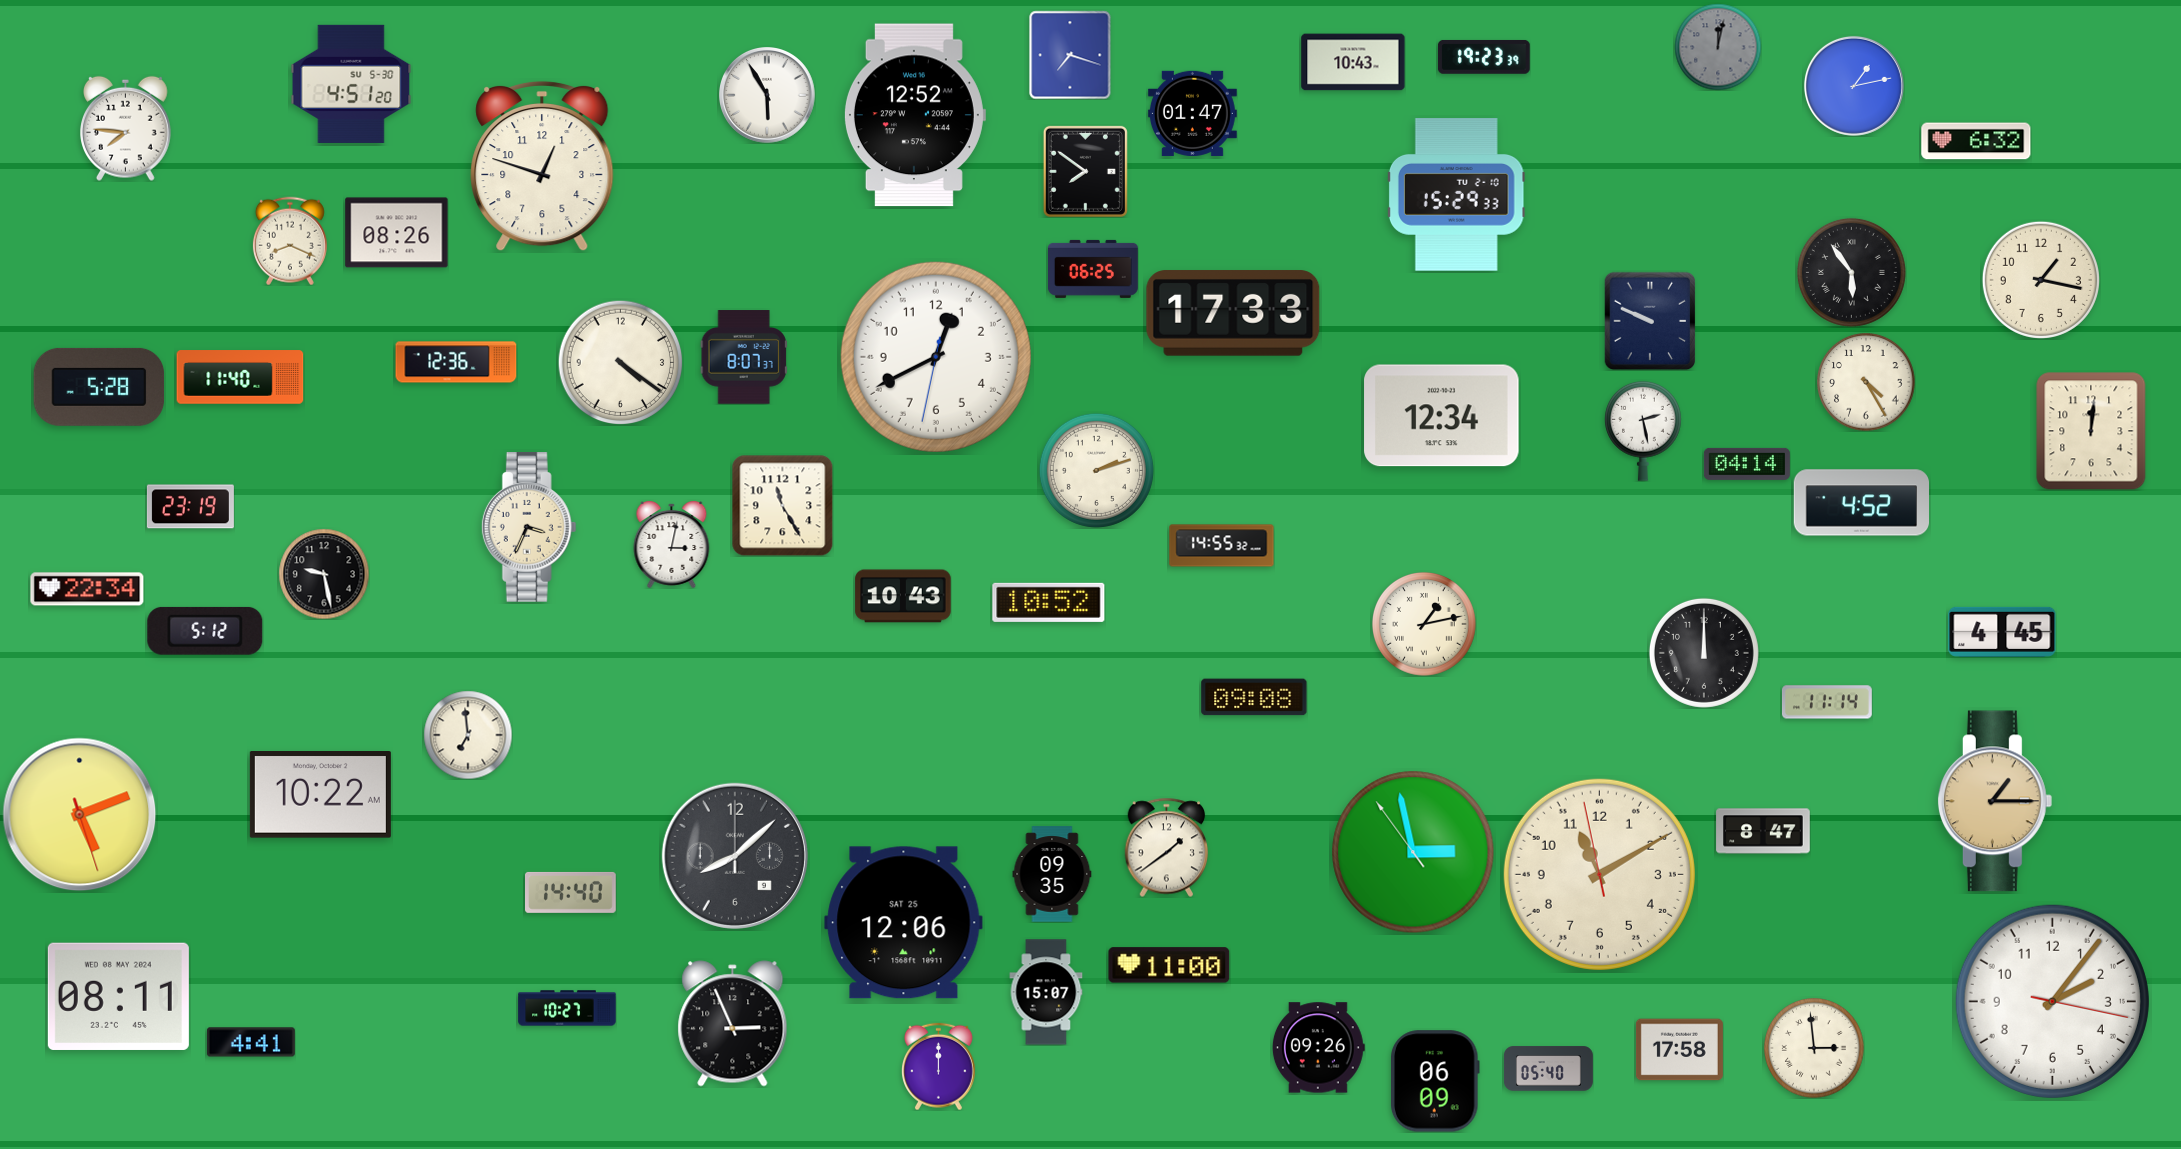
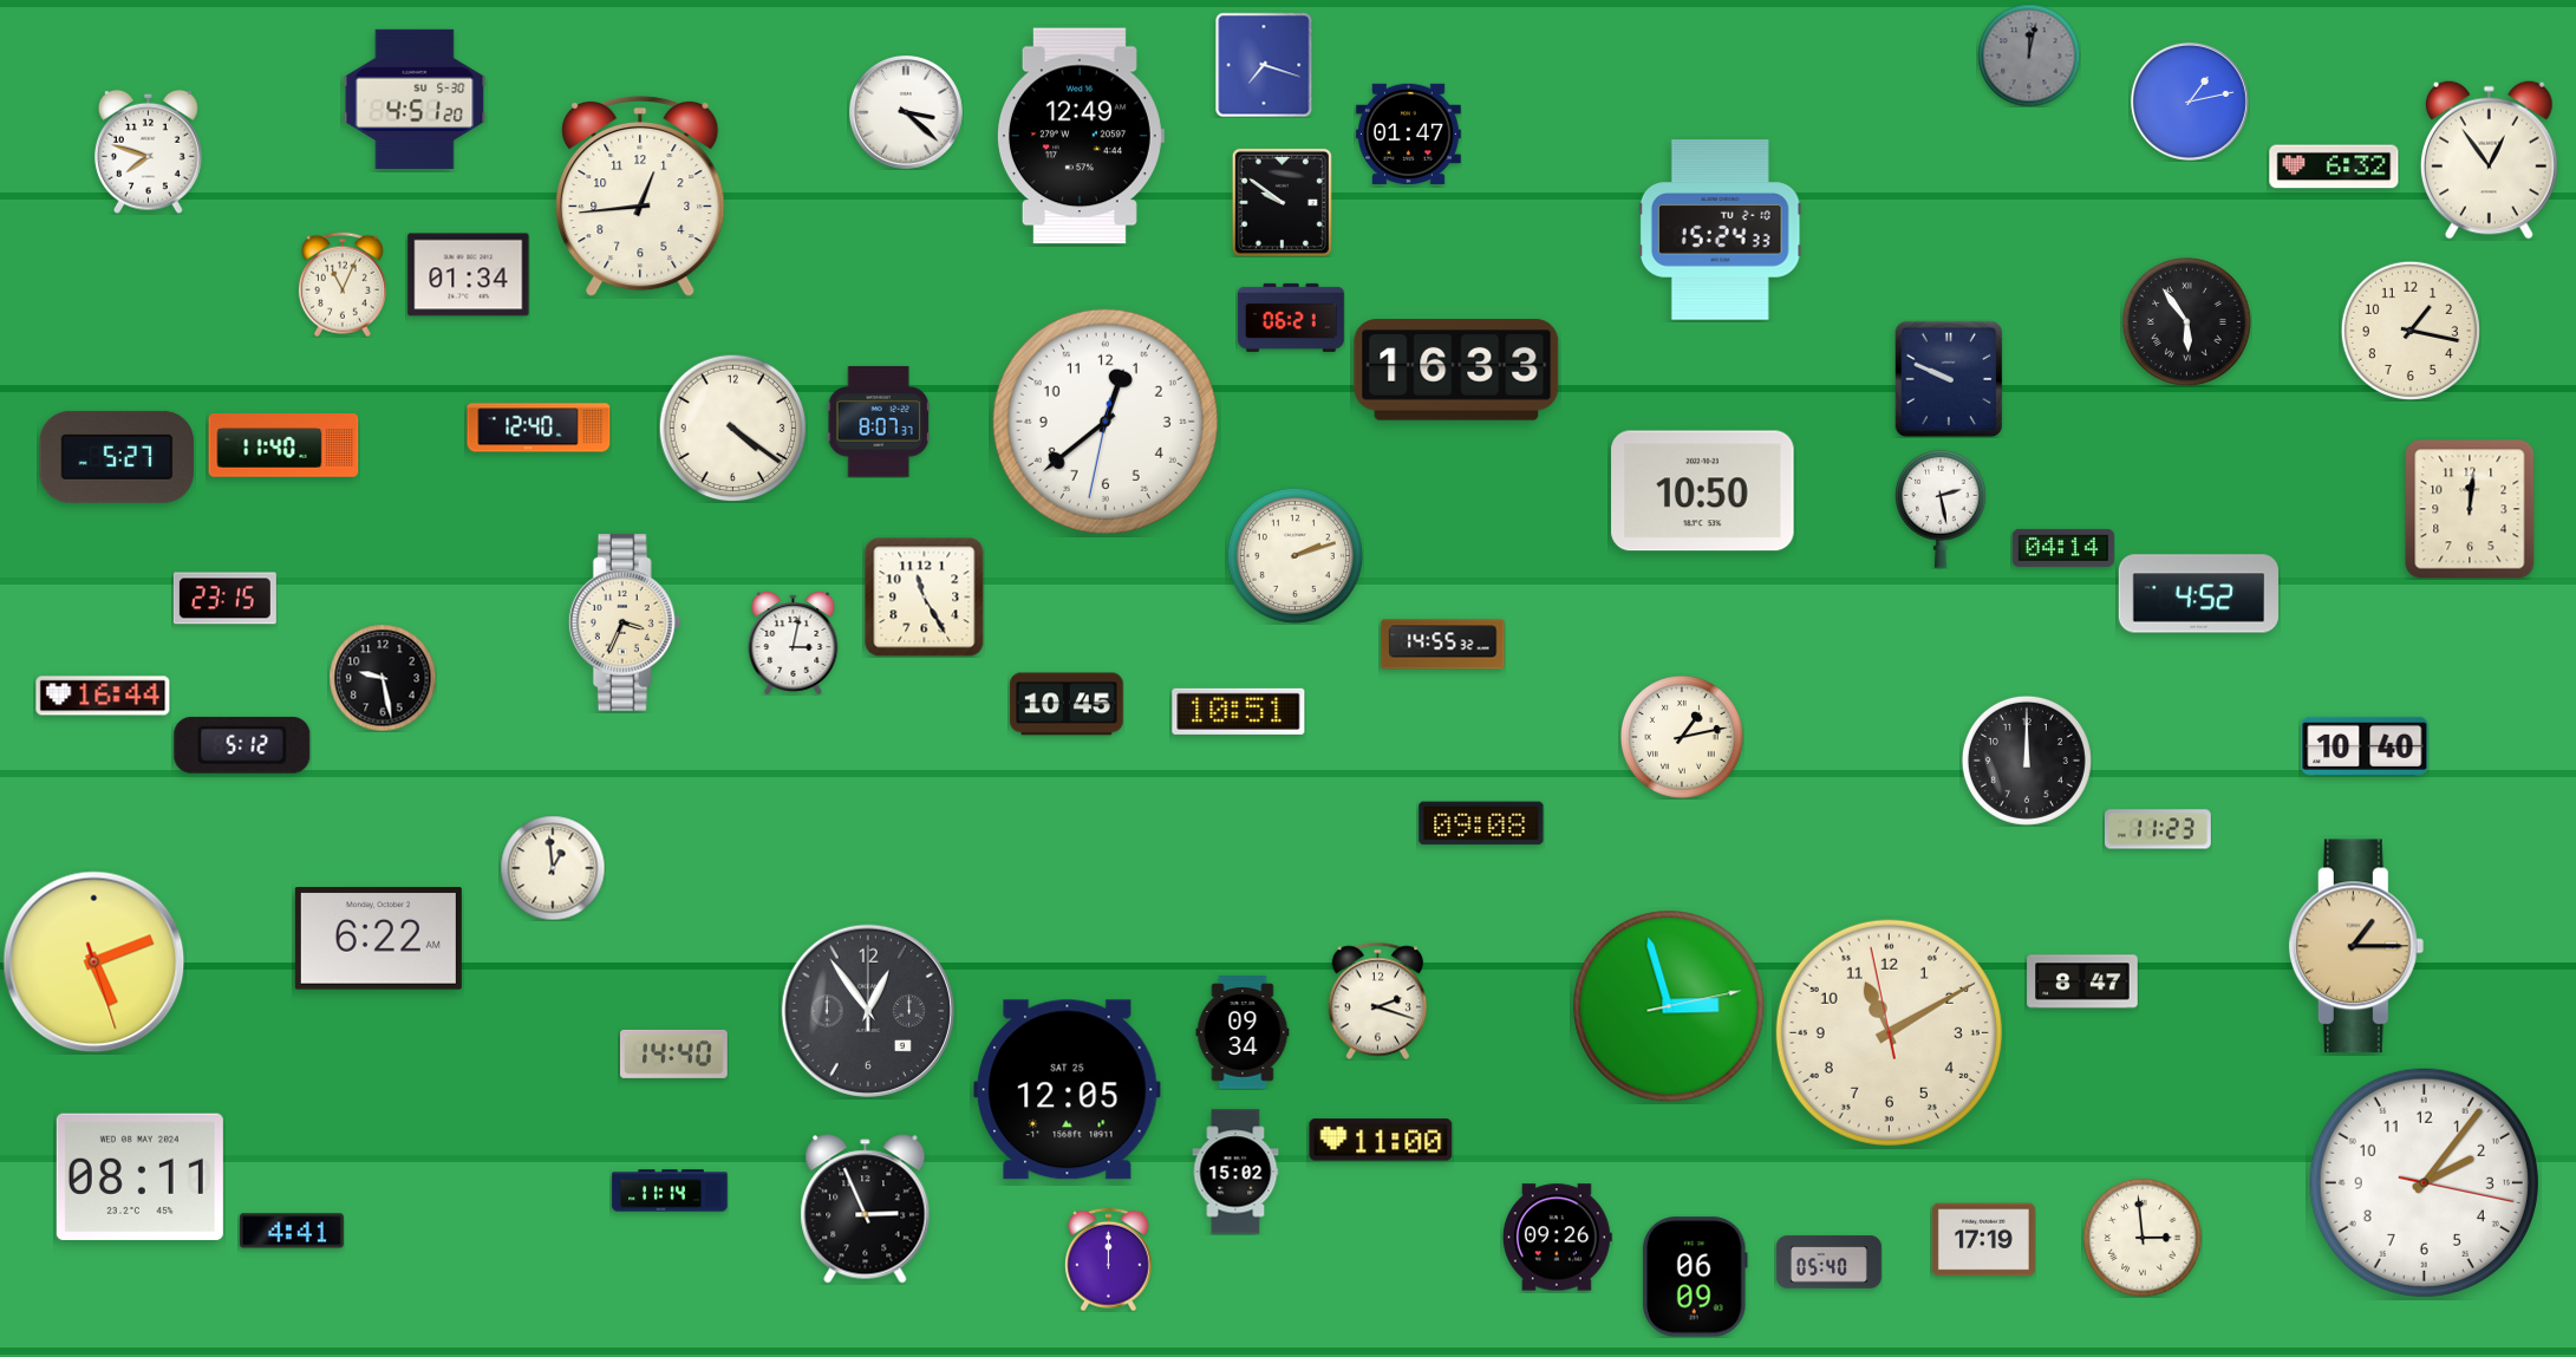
clock at (1484, 57): 19:23 -> none
clock at (1353, 62): 10:43 -> none
clock at (767, 95): 5:55 -> 3:22
clock at (914, 115): 12:52 -> 12:49
clock at (126, 128): 7:46 -> 7:48
clock at (2489, 159): none -> 12:54
clock at (542, 166): 12:48 -> 12:44
clock at (1085, 171): 7:51 -> 9:51
clock at (1456, 195): 15:29 -> 15:24
clock at (397, 233): 08:26 -> 01:34
clock at (290, 241): 8:19 -> 11:04
clock at (1093, 269): 06:25 -> 06:21
clock at (1233, 313): 17:33 -> 16:33
clock at (936, 357): 12:40 -> 12:38
clock at (456, 362): 12:36 -> 12:40
clock at (1866, 382): 4:25 -> none
clock at (99, 387): 5:28 -> 5:27
clock at (1442, 416): 12:34 -> 10:50
clock at (190, 507): 23:19 -> 23:15
clock at (87, 589): 22:34 -> 16:44
clock at (903, 596): 10:43 -> 10:45
clock at (1049, 602): 10:52 -> 10:51
clock at (2002, 632): 4:45 -> 10:40
clock at (1704, 653) position: (1704, 653) -> (2027, 761)
clock at (1827, 702): 11:14 -> 11:23
clock at (468, 735): 6:59 -> 12:59
clock at (320, 795): 10:22 -> 6:22
clock at (1167, 847): 1:39 -> 2:18
clock at (1413, 852): 2:57:54 -> 2:57:13
clock at (735, 856): 8:08 -> 12:54
clock at (1052, 874): 09:35 -> 09:34
clock at (904, 923): 12:06 -> 12:05
clock at (1046, 992): 15:07 -> 15:02
clock at (567, 1008): 10:27 -> 11:14
clock at (251, 1042) position: (251, 1042) -> (292, 1231)
clock at (1679, 1050): 17:58 -> 17:19
